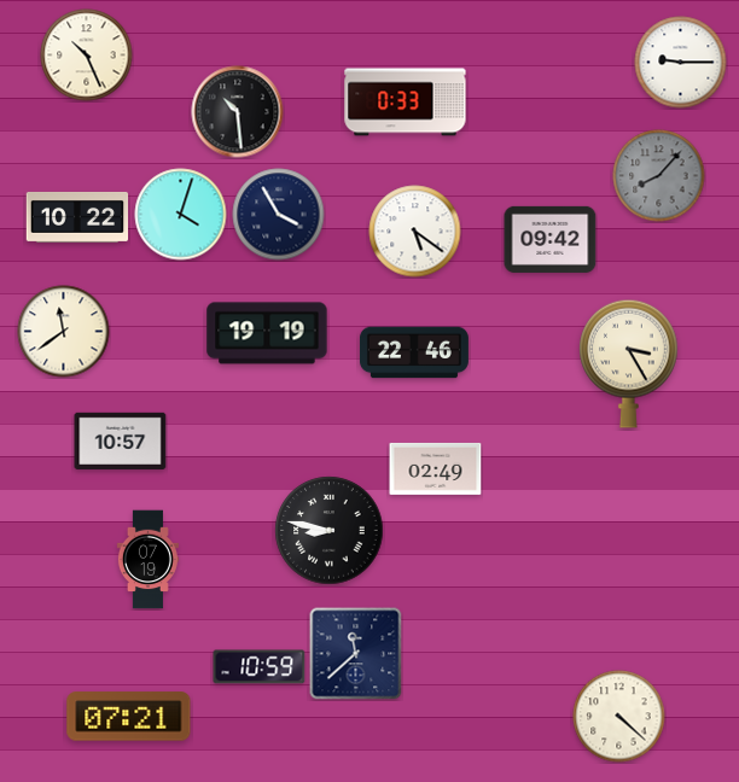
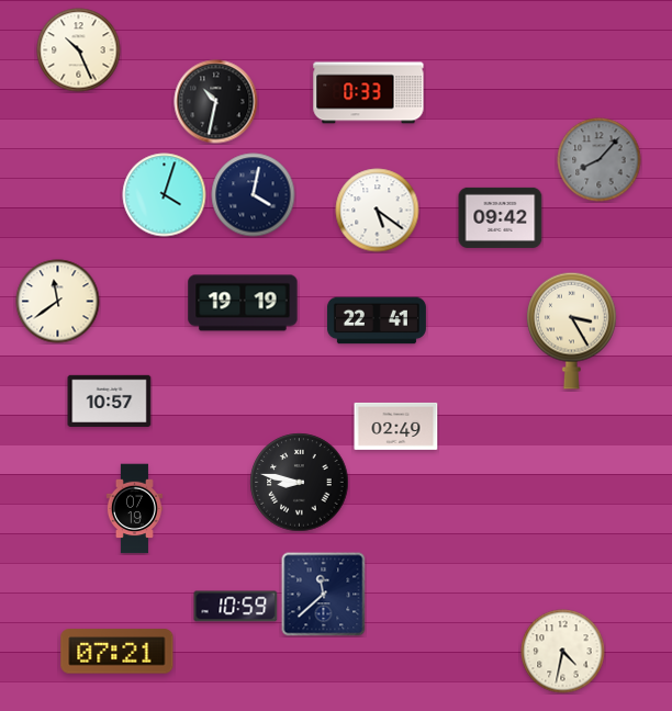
clock at (681, 63): 9:15 -> none
clock at (238, 112): 10:29 -> 10:32
clock at (279, 215): 3:55 -> 4:02
clock at (77, 217): 10:22 -> none
clock at (414, 352): 22:46 -> 22:41
clock at (619, 717): 4:22 -> 4:32
